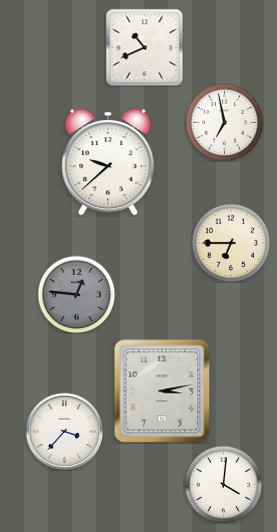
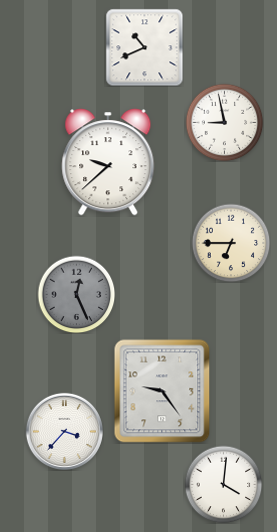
clock at (224, 122): 6:58 -> 8:58
clock at (76, 294): 12:46 -> 12:26
clock at (162, 391): 3:13 -> 9:24
